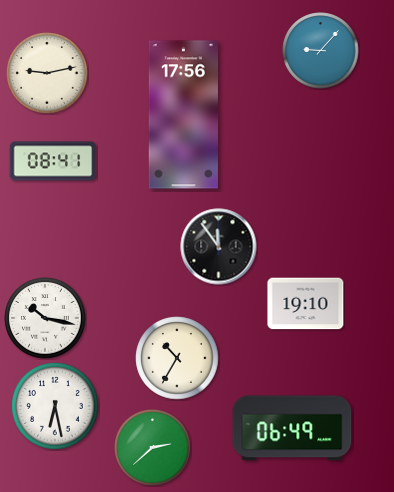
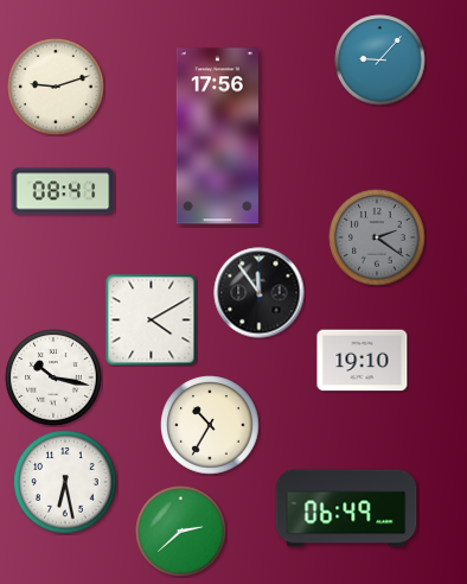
clock at (47, 73): 9:13 -> 9:12
clock at (377, 237): none -> 2:21
clock at (152, 320): none -> 4:10
